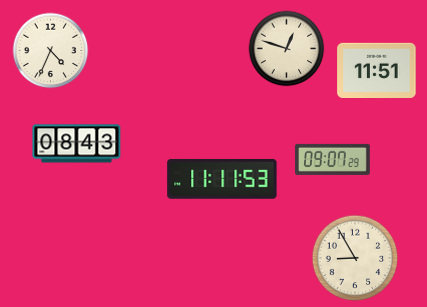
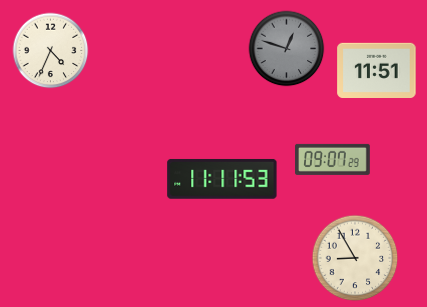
clock at (287, 49) dial: cream -> grey
clock at (77, 144): 08:43 -> none
